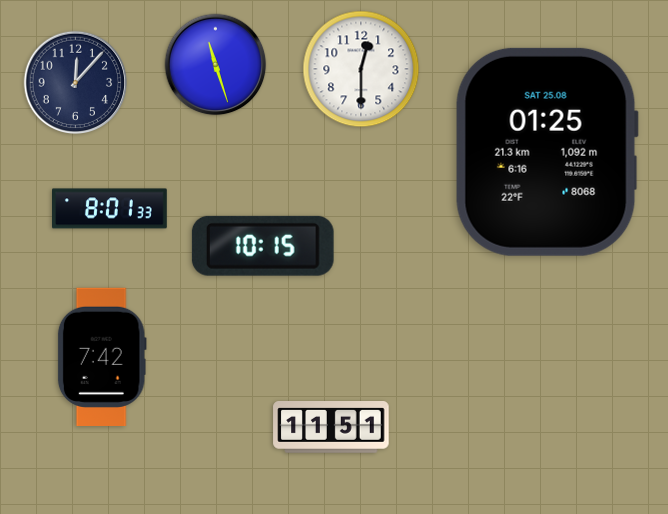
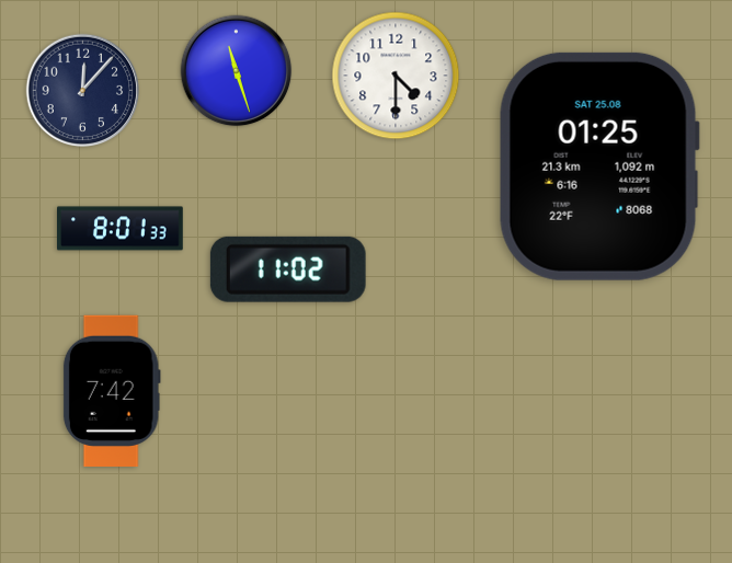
clock at (361, 69): 12:30 -> 4:30
clock at (263, 246): 10:15 -> 11:02
clock at (331, 428): 11:51 -> none
